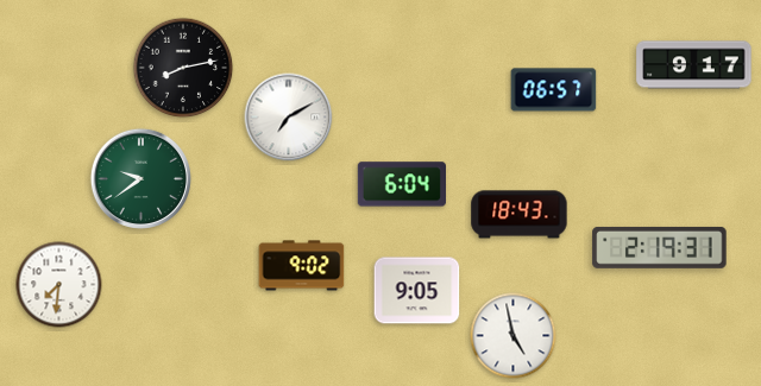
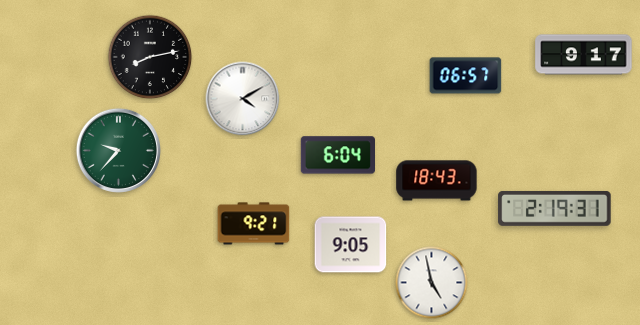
clock at (183, 68) position: (183, 68) -> (150, 57)
clock at (289, 118): 7:10 -> 4:10
clock at (140, 178): 9:39 -> 9:37
clock at (302, 266): 9:02 -> 9:21
clock at (59, 285): 7:31 -> none
